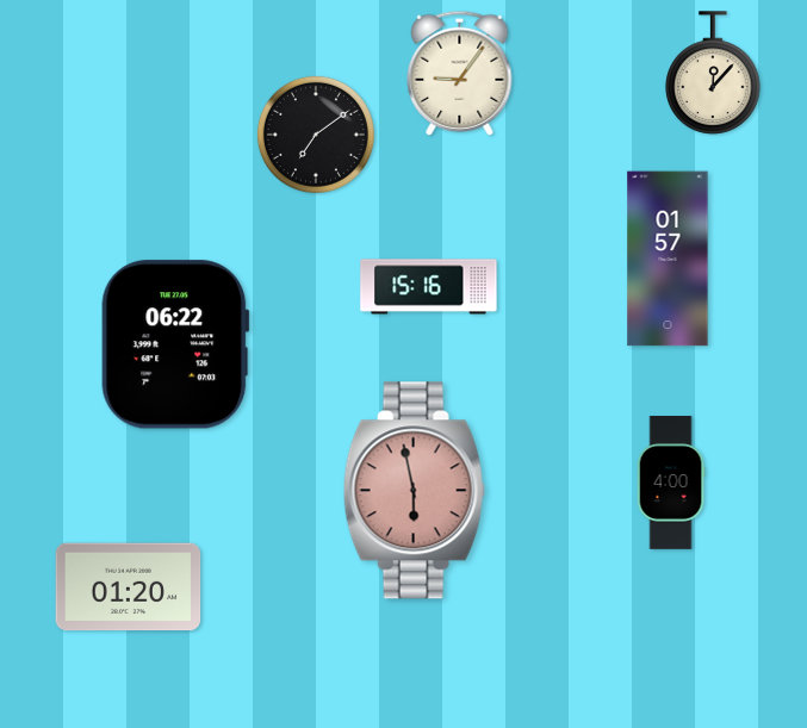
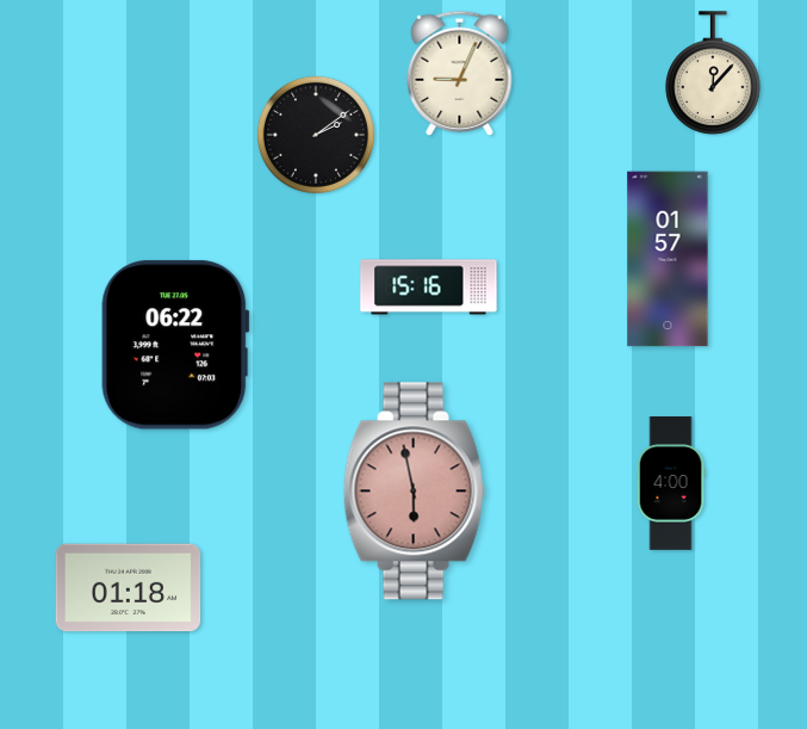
clock at (460, 73): 9:06 -> 9:04
clock at (316, 135): 7:09 -> 2:09
clock at (129, 587): 01:20 -> 01:18
